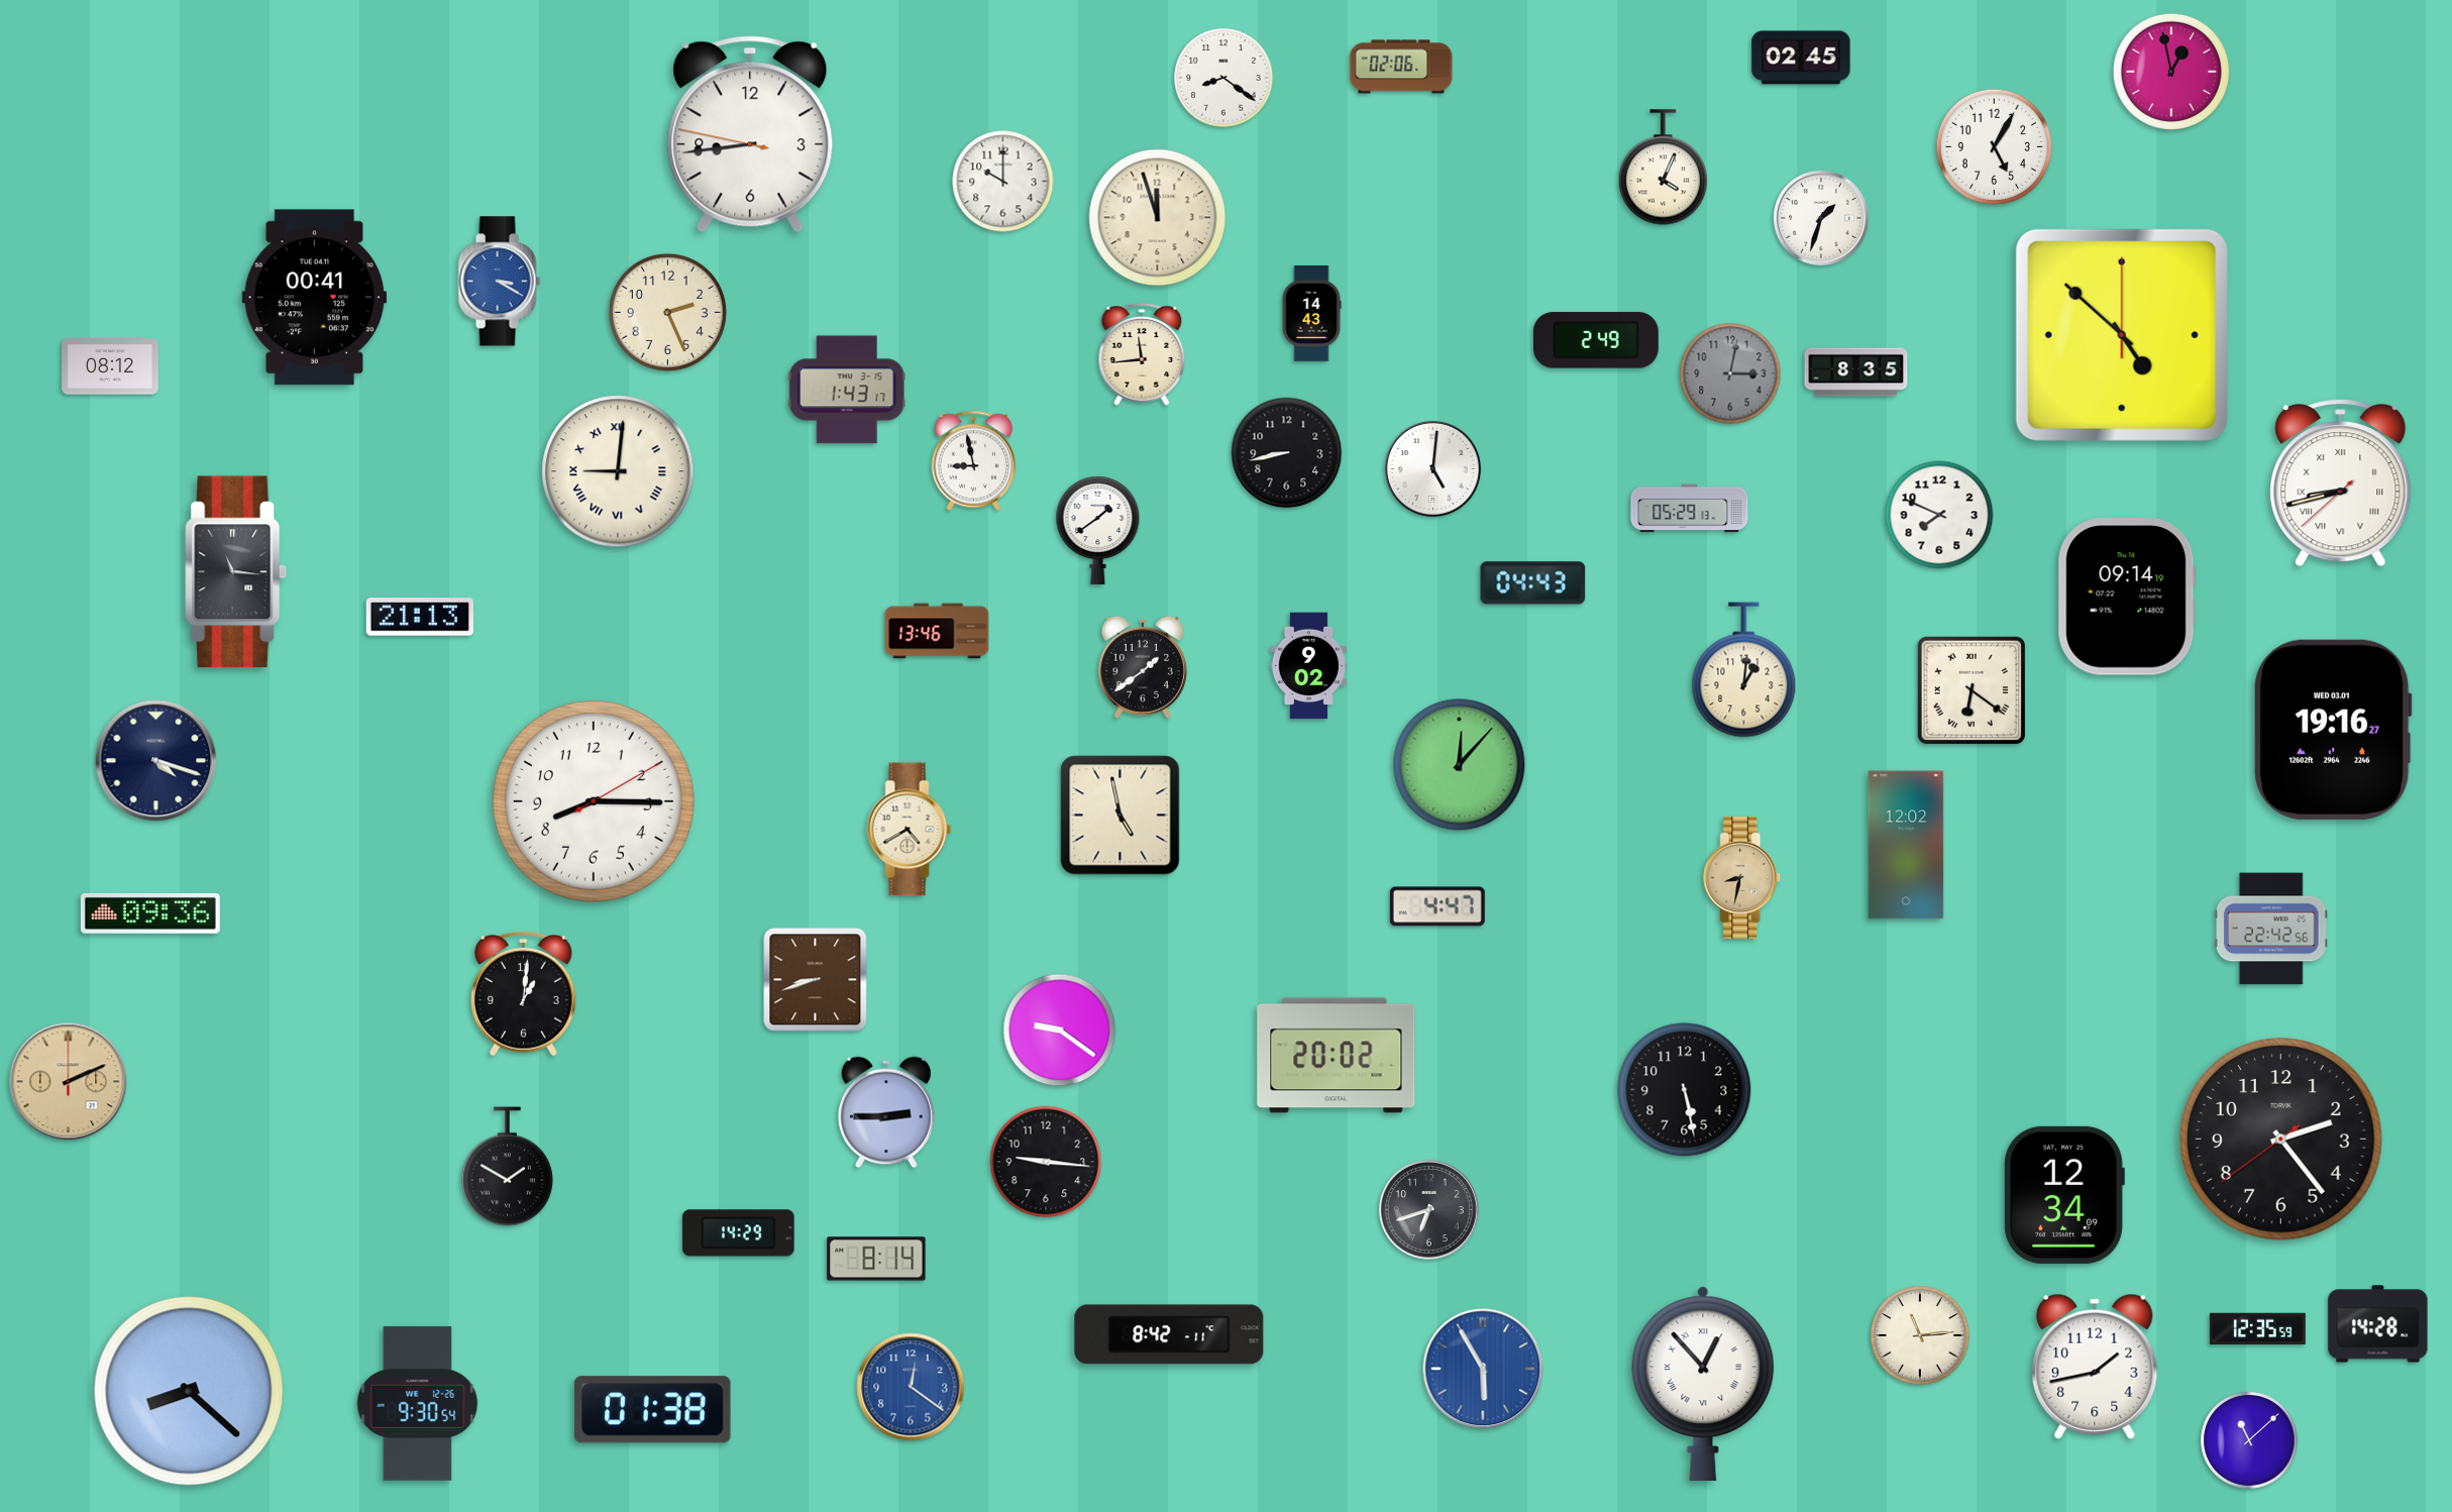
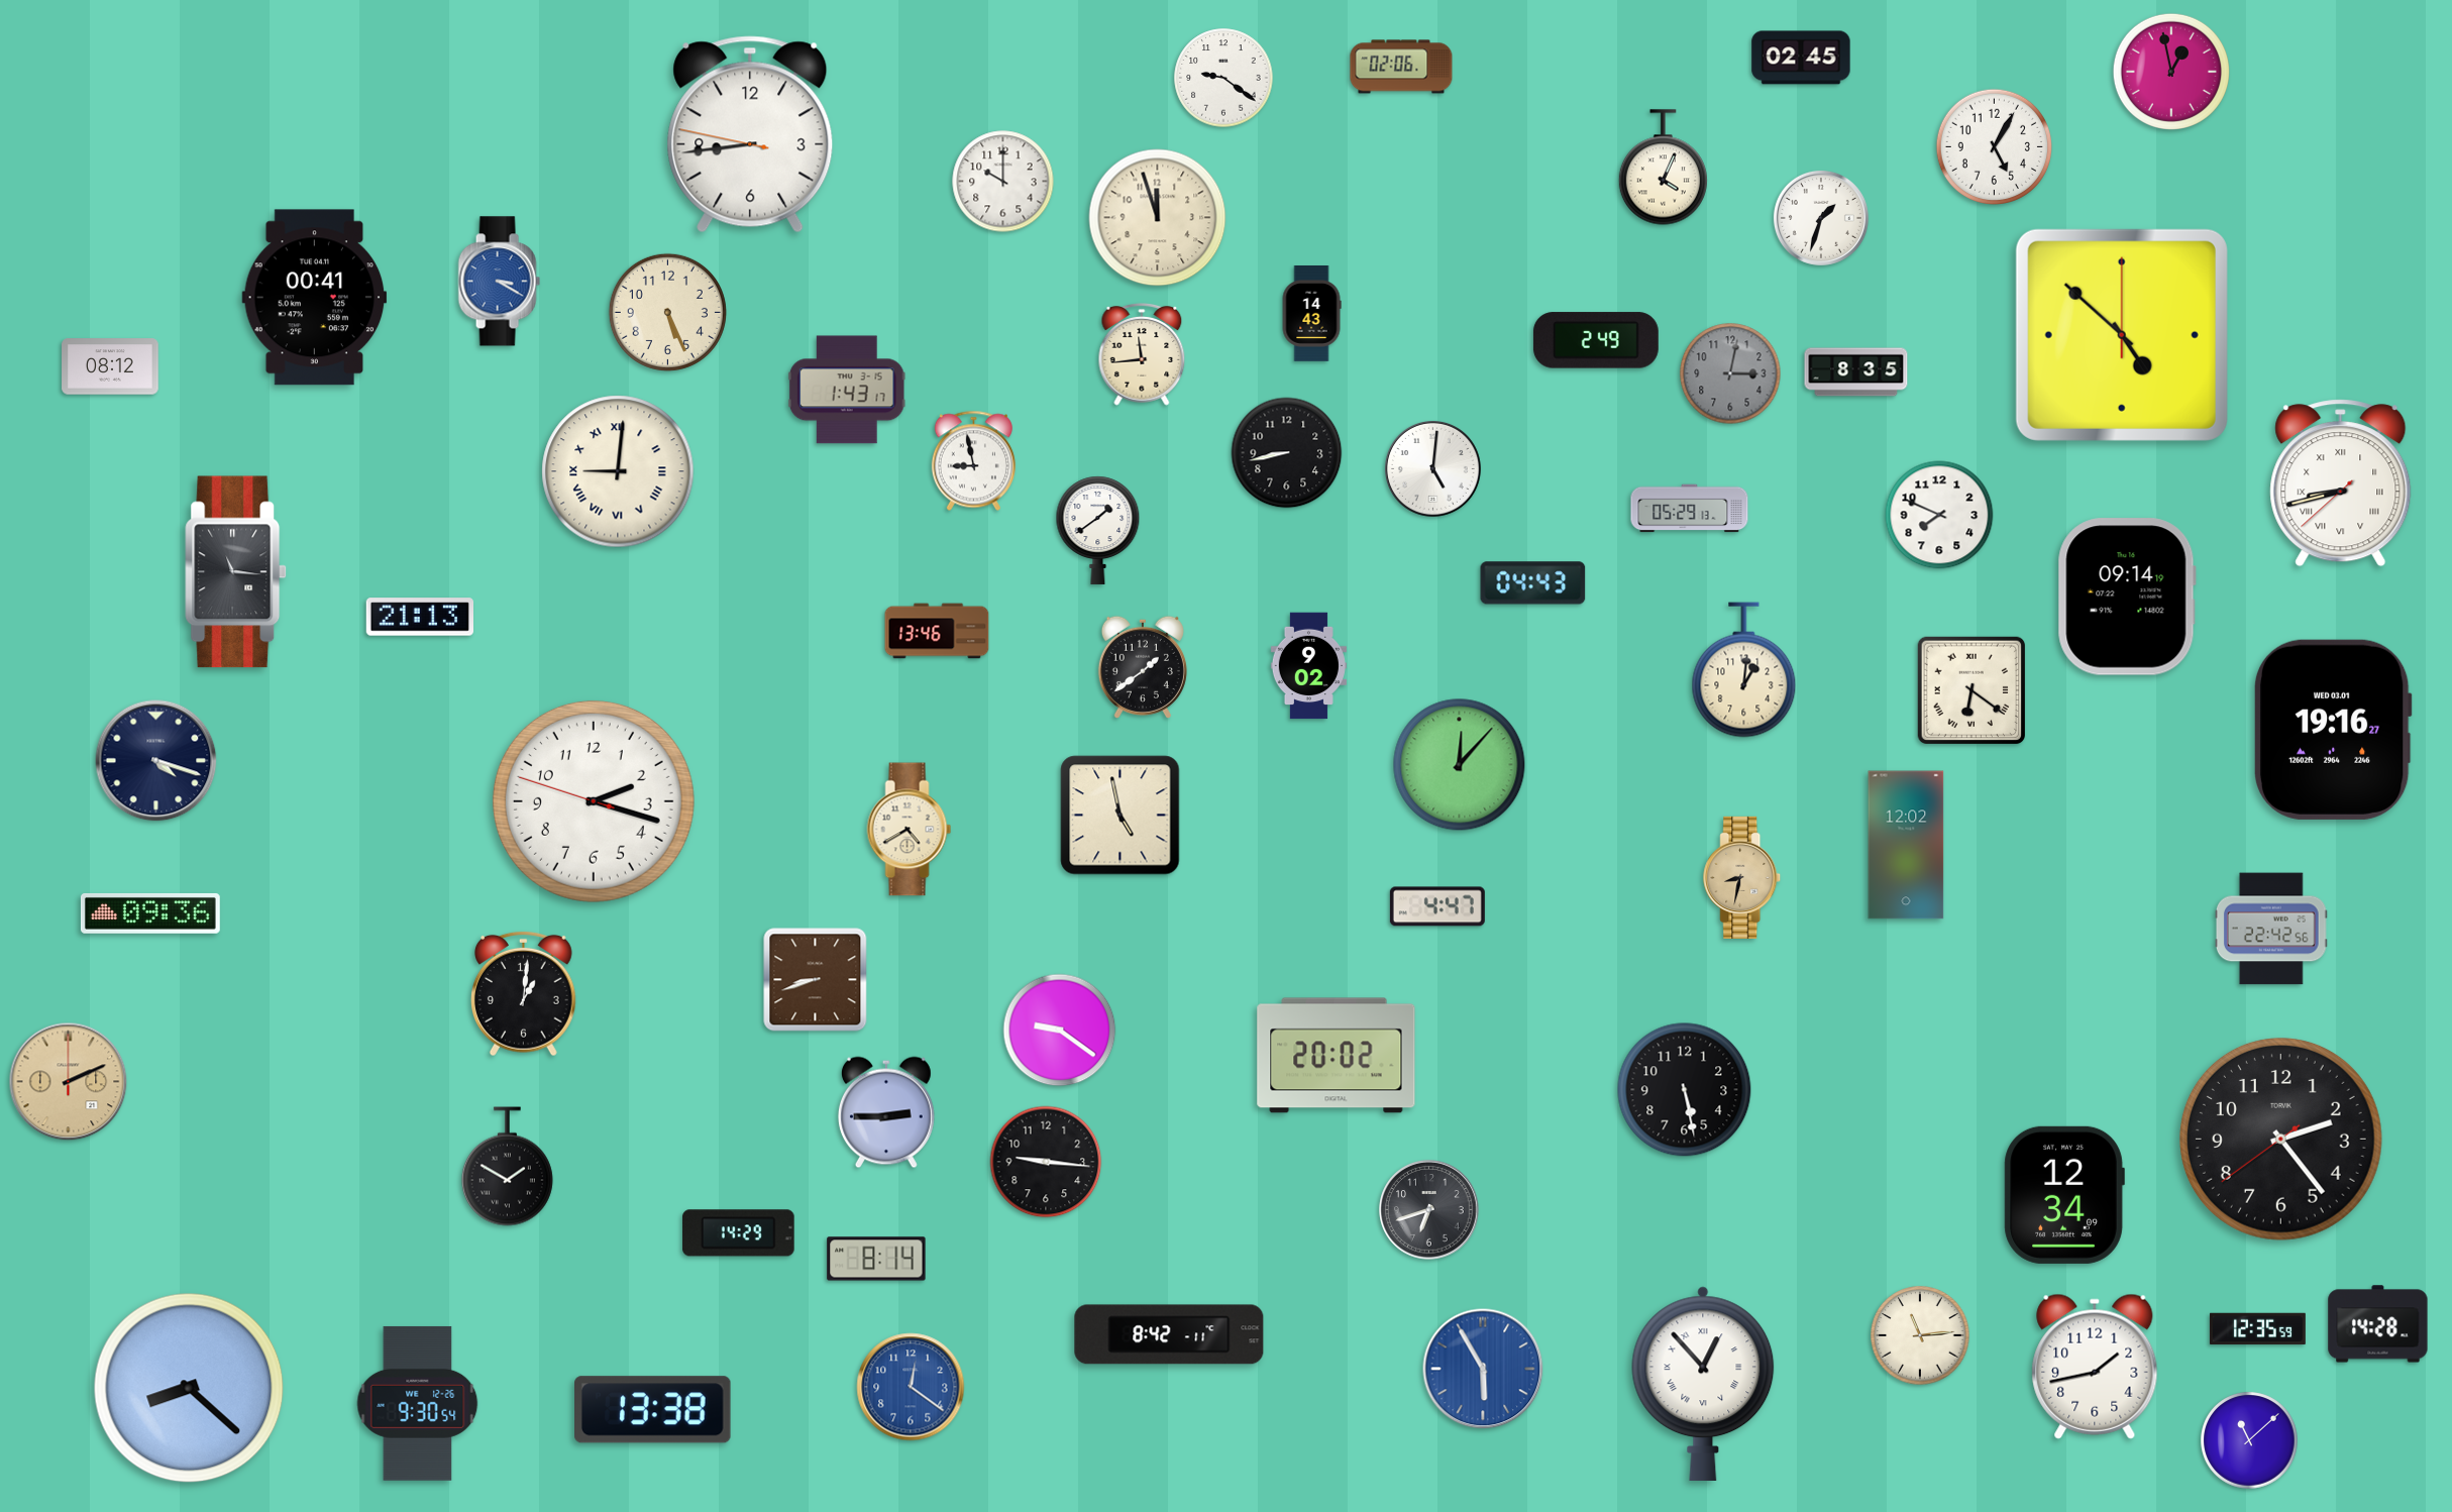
clock at (1223, 78): 8:21 -> 9:21
clock at (667, 312): 2:26 -> 5:26
clock at (594, 801): 8:15 -> 2:17
clock at (189, 1391) position: (189, 1391) -> (189, 1388)
clock at (653, 1410): 01:38 -> 13:38
